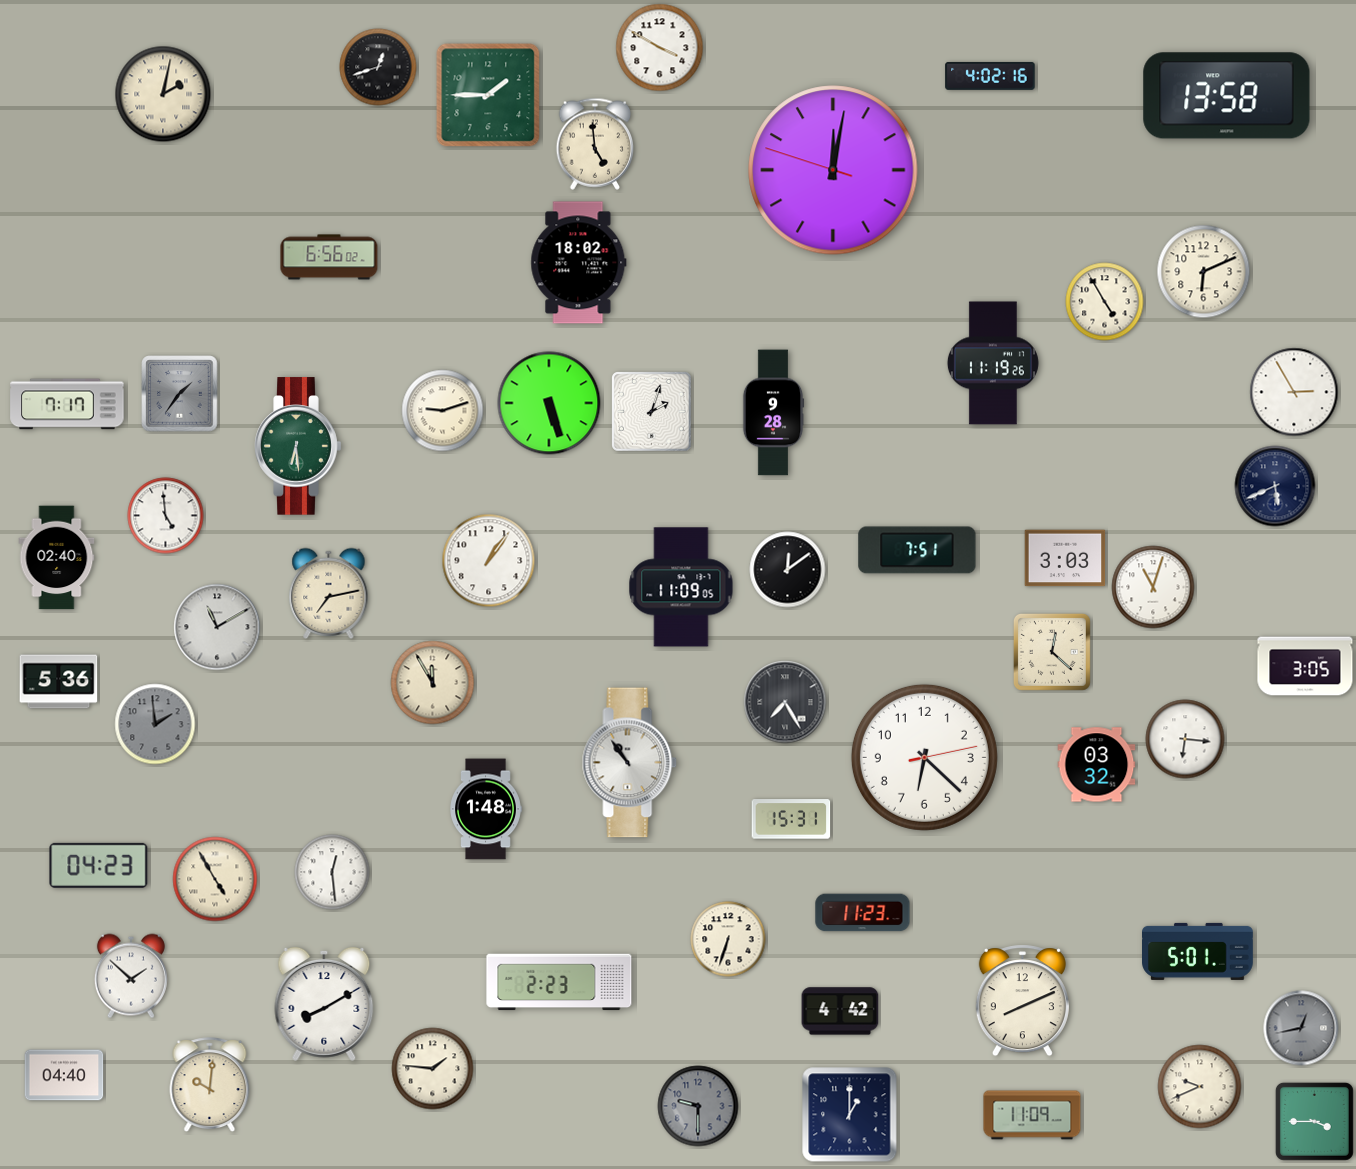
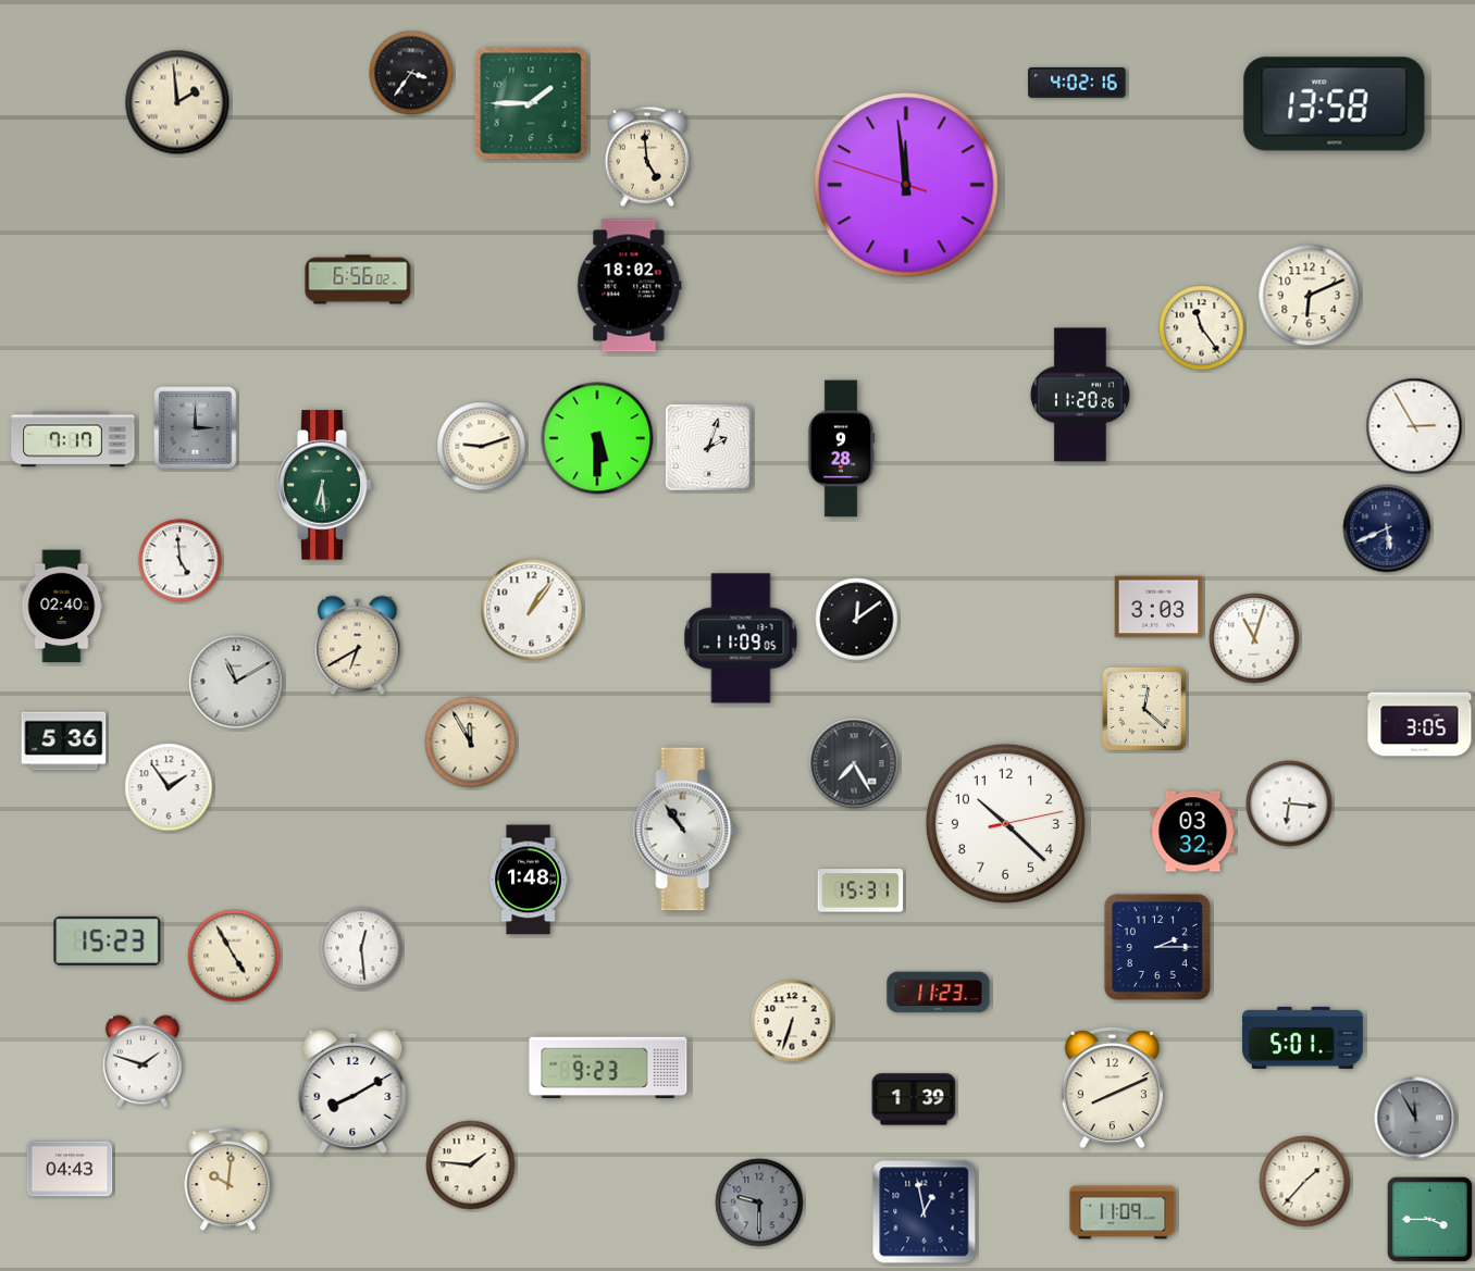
clock at (660, 48): 3:50 -> none
clock at (378, 67): 12:42 -> 3:36
clock at (163, 94): 2:02 -> 1:59
clock at (833, 170): 12:01 -> 11:58
clock at (1105, 302): 4:55 -> 11:24
clock at (993, 363): 11:19 -> 11:20
clock at (1294, 392) position: (1294, 392) -> (1414, 426)
clock at (180, 394): 1:36 -> 3:00
clock at (549, 403): 5:27 -> 5:30
clock at (917, 550): 7:51 -> none
clock at (329, 593): 7:13 -> 6:40
clock at (155, 724): 1:59 -> 1:54
clock at (155, 724) dial: grey -> white
clock at (924, 757): 6:22 -> 10:22
clock at (99, 865): 04:23 -> 15:23
clock at (1157, 947): none -> 2:15
clock at (1198, 951) position: (1198, 951) -> (1303, 1037)
clock at (131, 976): 1:52 -> 1:48
clock at (559, 982): 2:23 -> 9:23
clock at (840, 1011): 4:42 -> 1:39
clock at (1301, 1028): 12:43 -> 11:55
clock at (433, 1069) position: (433, 1069) -> (471, 1166)
clock at (64, 1075): 04:40 -> 04:43
clock at (1200, 1087): 9:41 -> 1:37
clock at (850, 1115): 1:00 -> 12:58
